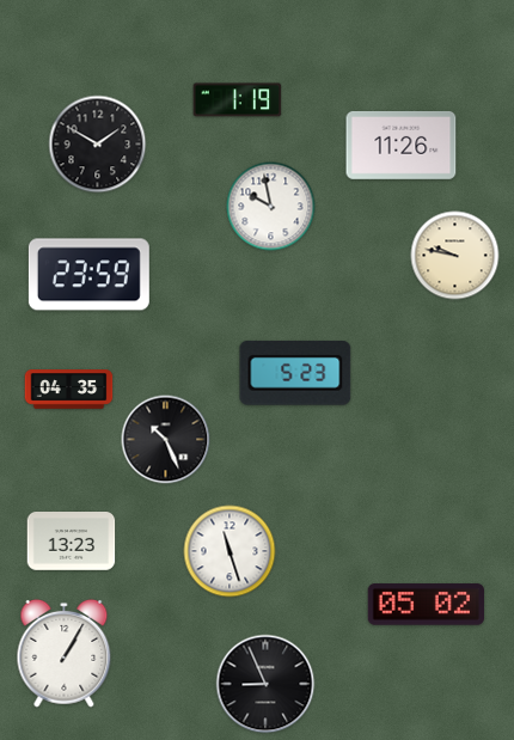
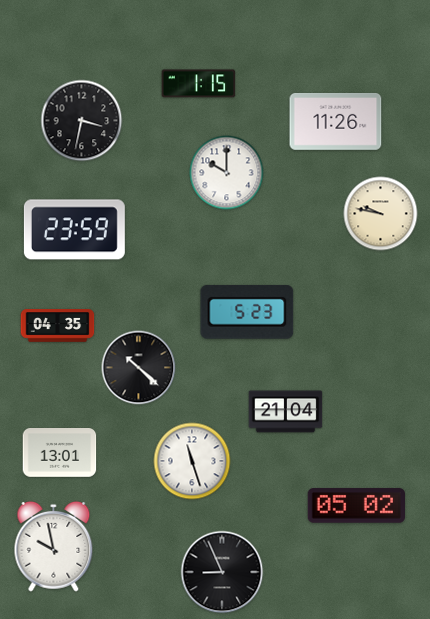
clock at (238, 100): 1:19 -> 1:15
clock at (98, 145): 1:50 -> 3:32
clock at (271, 207): 9:58 -> 10:00
clock at (166, 440): 10:26 -> 10:22
clock at (286, 412): none -> 21:04
clock at (72, 542): 13:23 -> 13:01
clock at (65, 653): 1:05 -> 9:58
